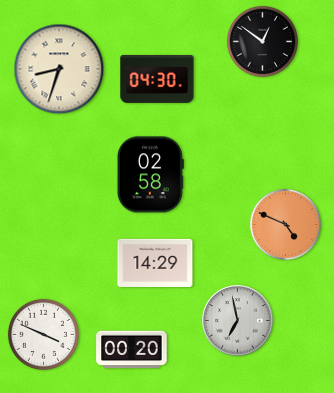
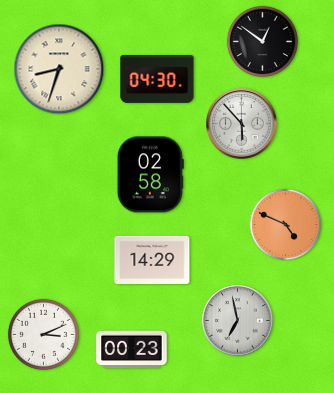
clock at (242, 124): none -> 5:53
clock at (155, 263) position: (155, 263) -> (152, 260)
clock at (43, 334): 3:49 -> 3:11
clock at (132, 350): 00:20 -> 00:23
